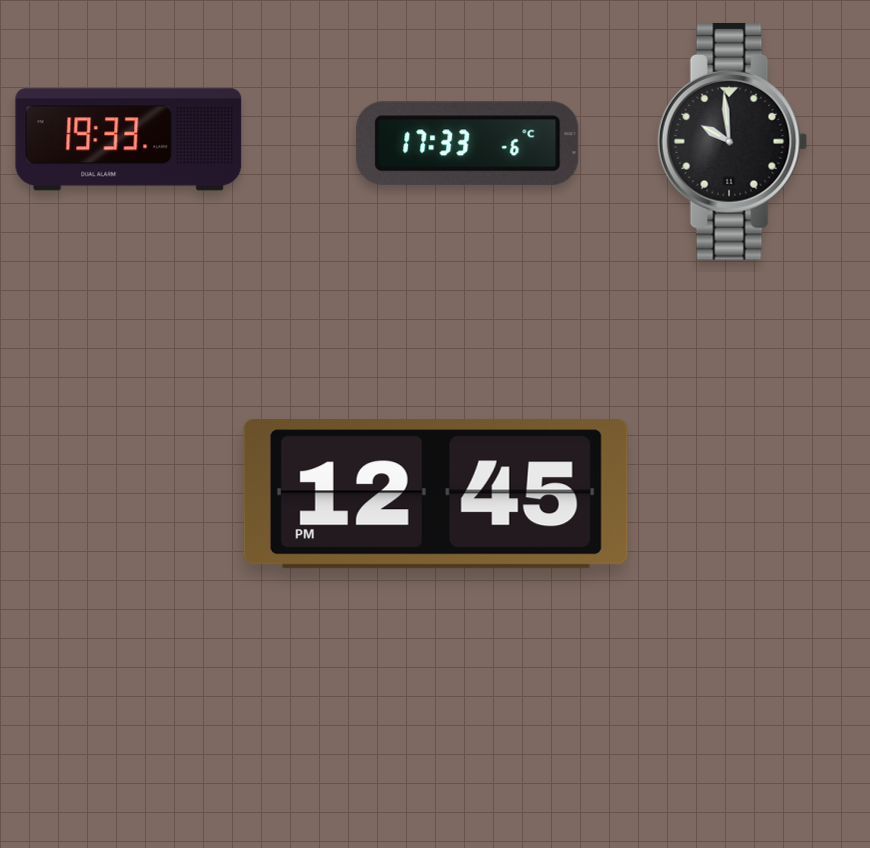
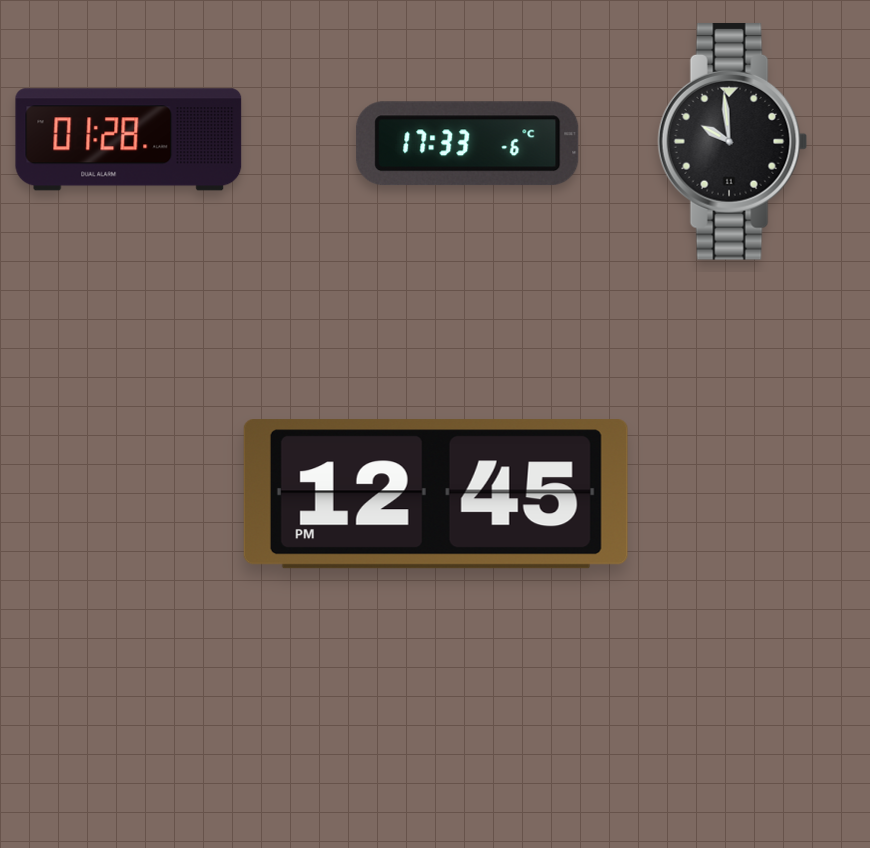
clock at (129, 140): 19:33 -> 01:28
